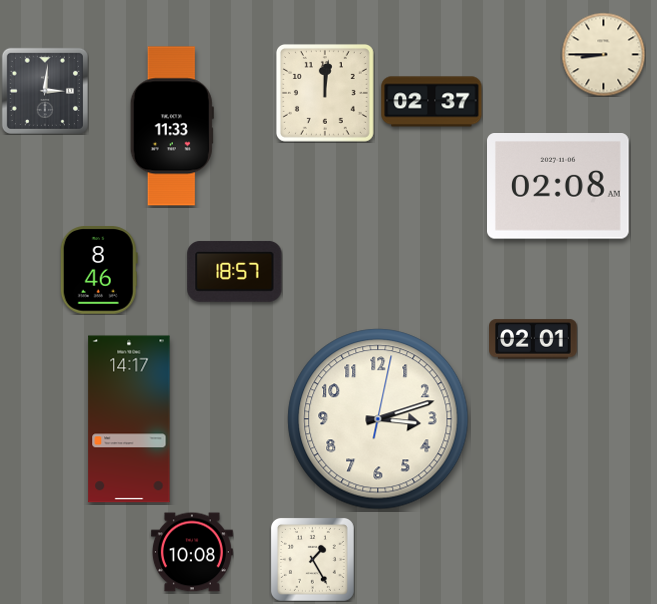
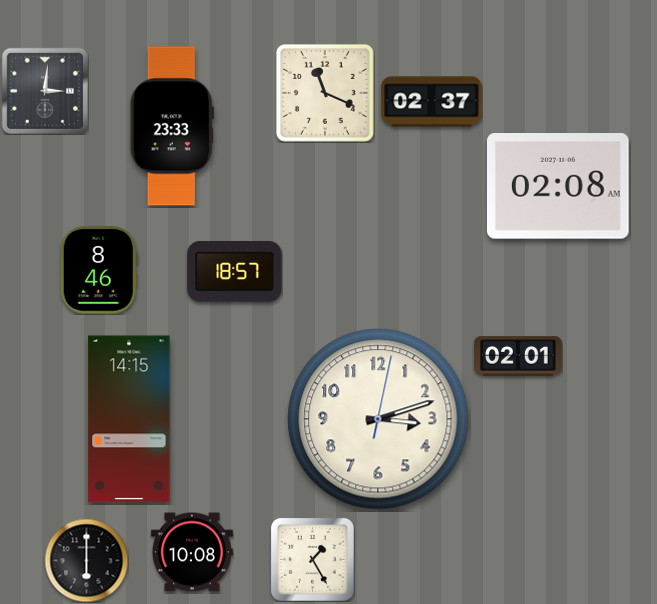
clock at (603, 54): 8:45 -> none
clock at (325, 93): 12:01 -> 11:19
clock at (172, 126): 11:33 -> 23:33
clock at (533, 339) position: (533, 339) -> (518, 356)
clock at (129, 419): 14:17 -> 14:15
clock at (86, 560): none -> 6:00
